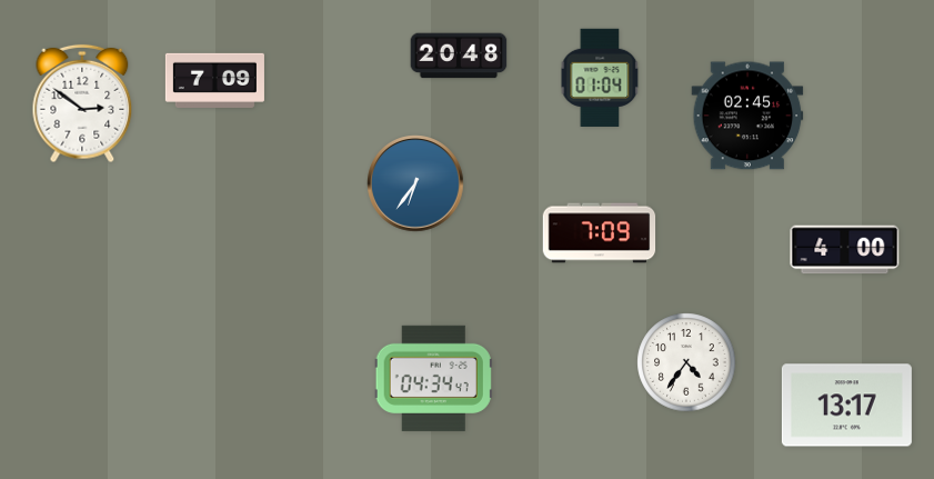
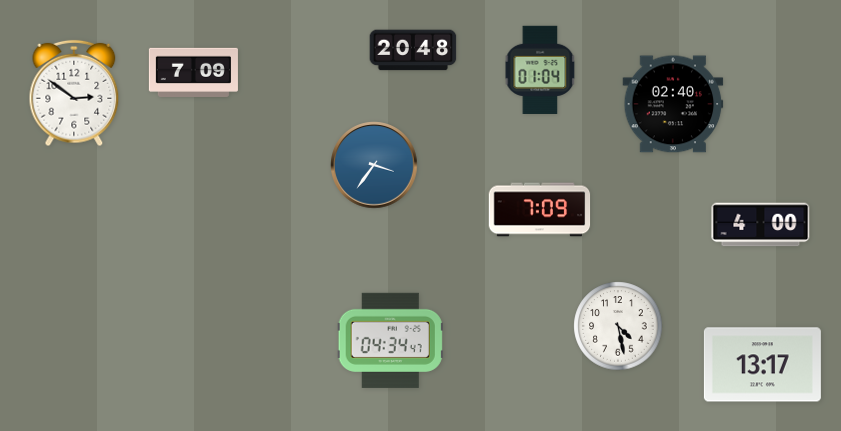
clock at (747, 116): 02:45 -> 02:40
clock at (415, 183): 6:36 -> 3:36
clock at (686, 362): 4:36 -> 4:28
